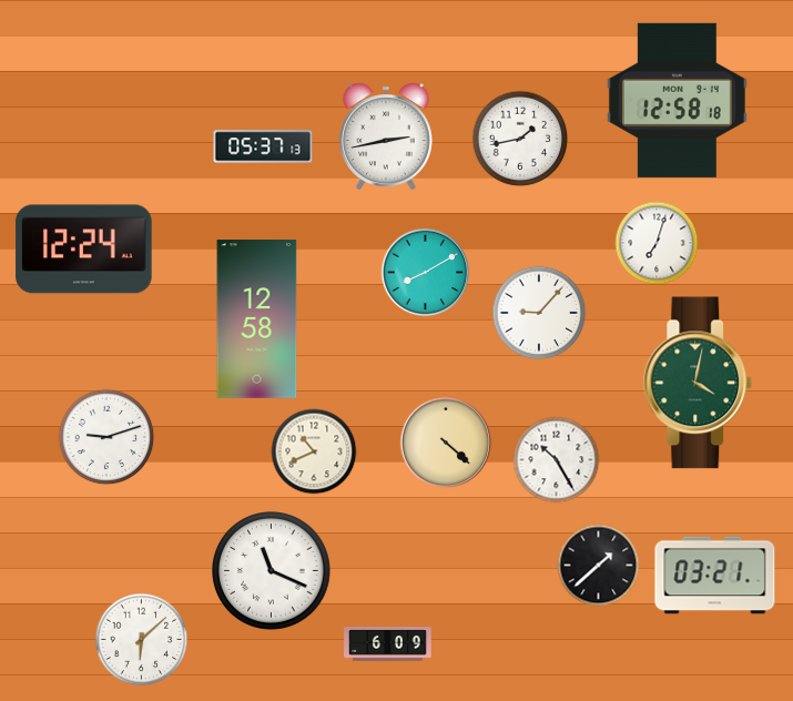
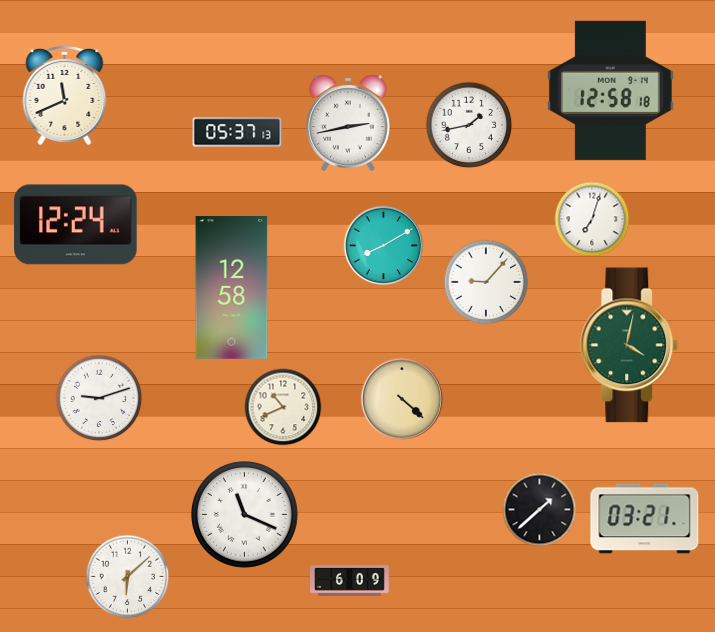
clock at (65, 95): none -> 11:41
clock at (106, 437) position: (106, 437) -> (99, 398)
clock at (557, 460): 10:25 -> none
